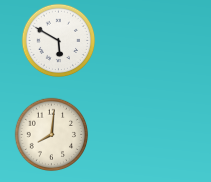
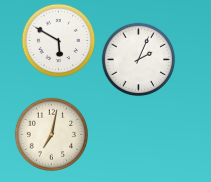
clock at (139, 60): none -> 2:04
clock at (52, 135): 8:01 -> 7:02
